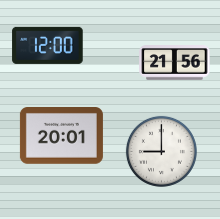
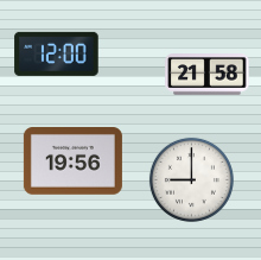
clock at (175, 63): 21:56 -> 21:58
clock at (61, 136): 20:01 -> 19:56
